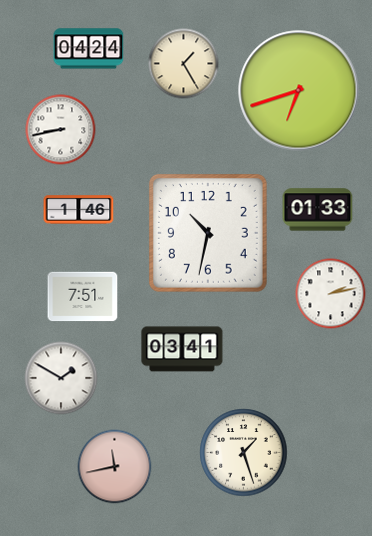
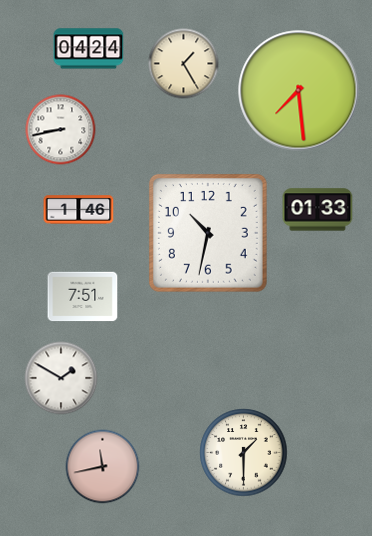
clock at (299, 91): 6:42 -> 7:29
clock at (331, 294): 2:13 -> none
clock at (182, 349): 03:41 -> none
clock at (244, 453): 1:27 -> 1:30
clock at (115, 467) position: (115, 467) -> (103, 467)
